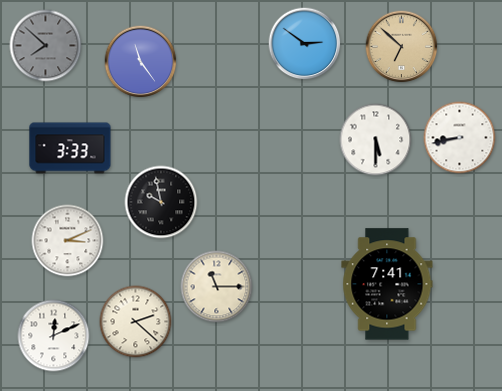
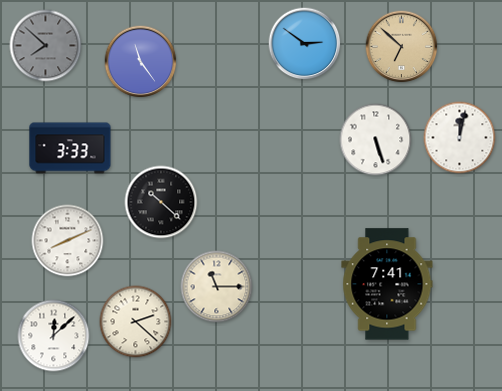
clock at (460, 138): 8:43 -> 12:02
clock at (376, 140): 5:30 -> 5:27
clock at (161, 202): 9:58 -> 10:22
clock at (68, 241): 3:11 -> 8:11
clock at (54, 336): 12:11 -> 12:08
